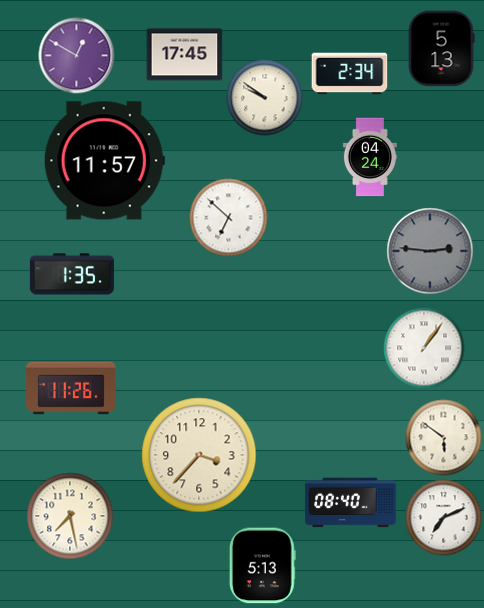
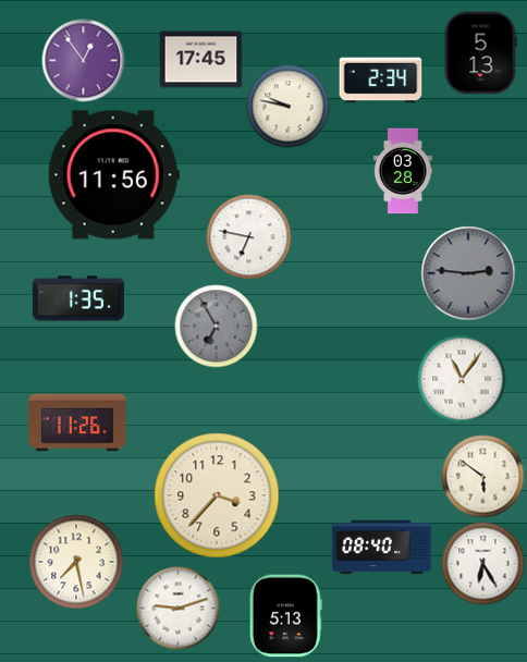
clock at (77, 56): 12:50 -> 12:54
clock at (265, 98): 9:51 -> 9:47
clock at (370, 157): 04:24 -> 03:28
clock at (104, 161): 11:57 -> 11:56
clock at (229, 218): 6:52 -> 6:47
clock at (217, 327): none -> 6:55
clock at (424, 348): 1:06 -> 11:06
clock at (444, 518): 7:11 -> 6:25
clock at (179, 609): none -> 9:12
